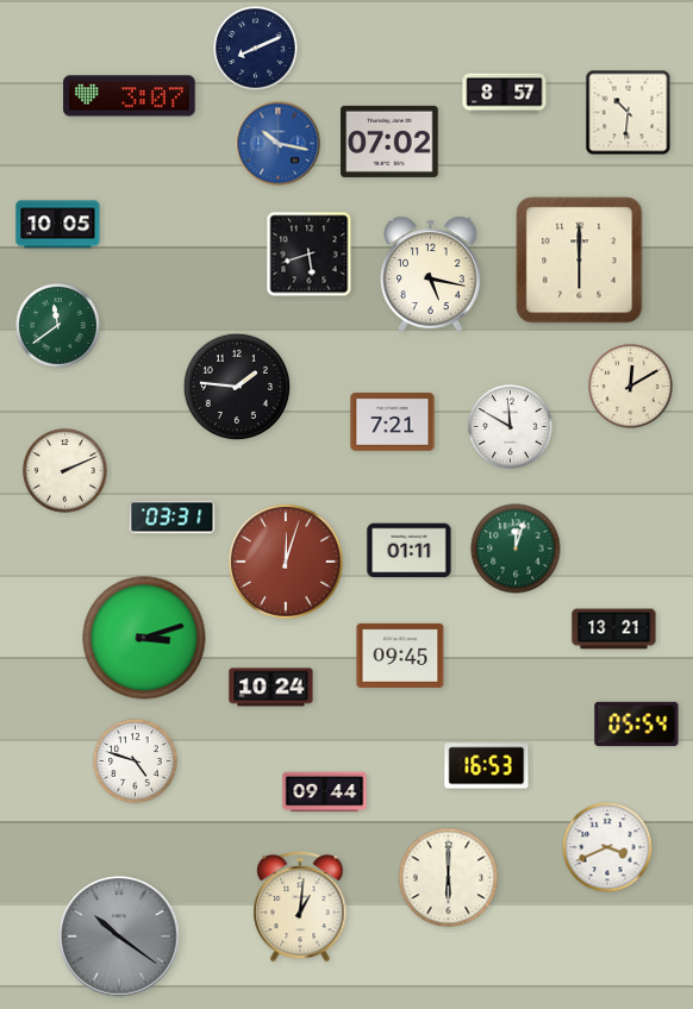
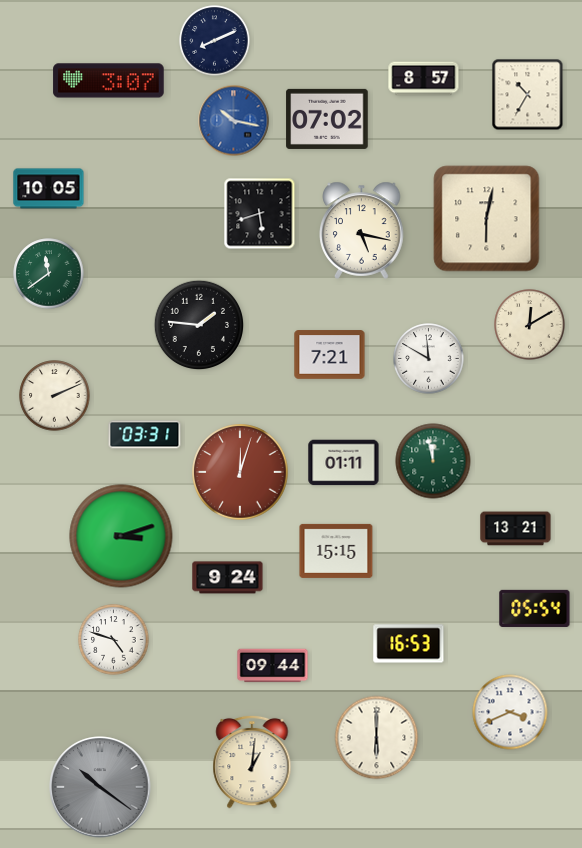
clock at (629, 113): 10:31 -> 10:35
clock at (580, 261): 6:00 -> 6:02
clock at (516, 549): 12:03 -> 11:58
clock at (400, 656): 09:45 -> 15:15
clock at (271, 688): 10:24 -> 9:24
